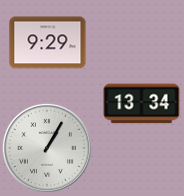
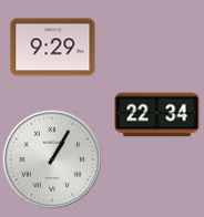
clock at (142, 104): 13:34 -> 22:34
clock at (47, 148) position: (47, 148) -> (52, 159)
